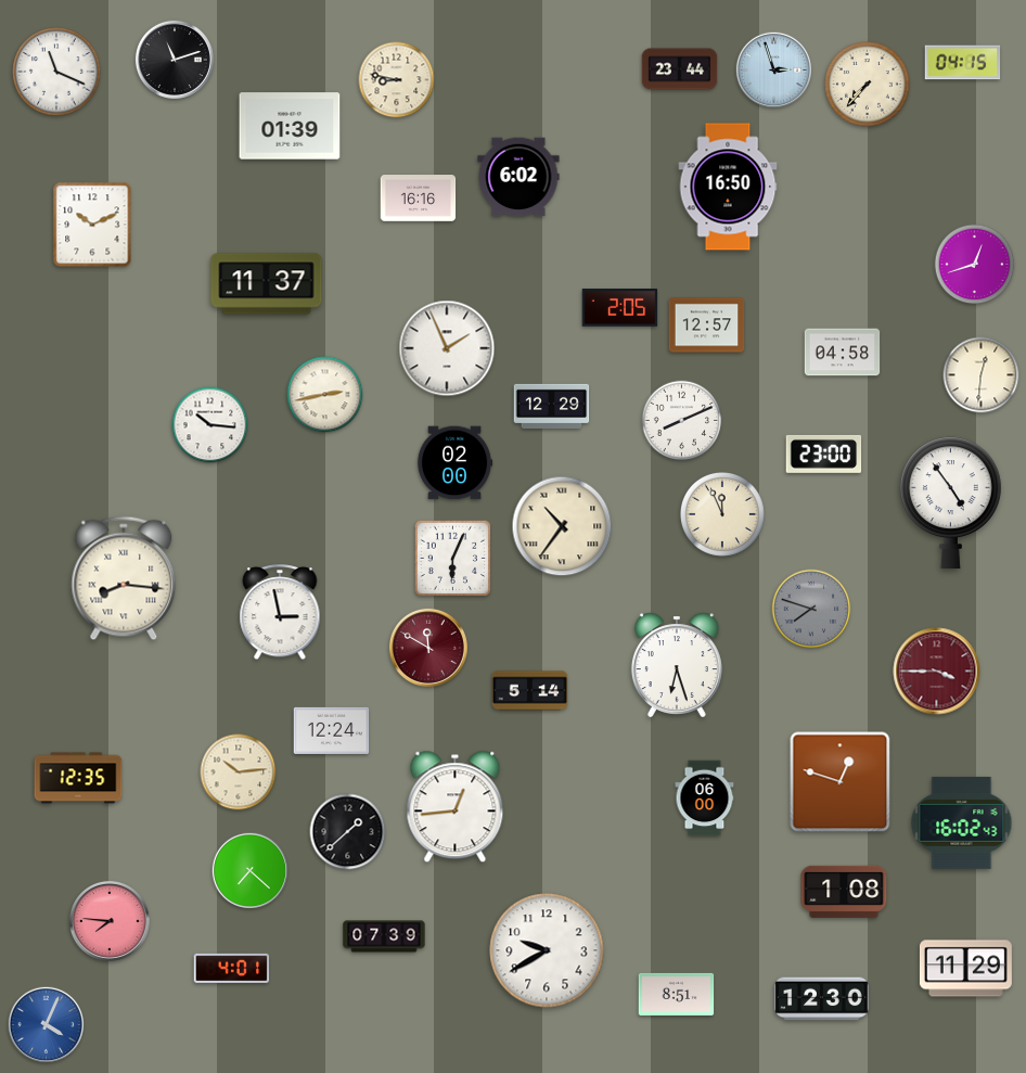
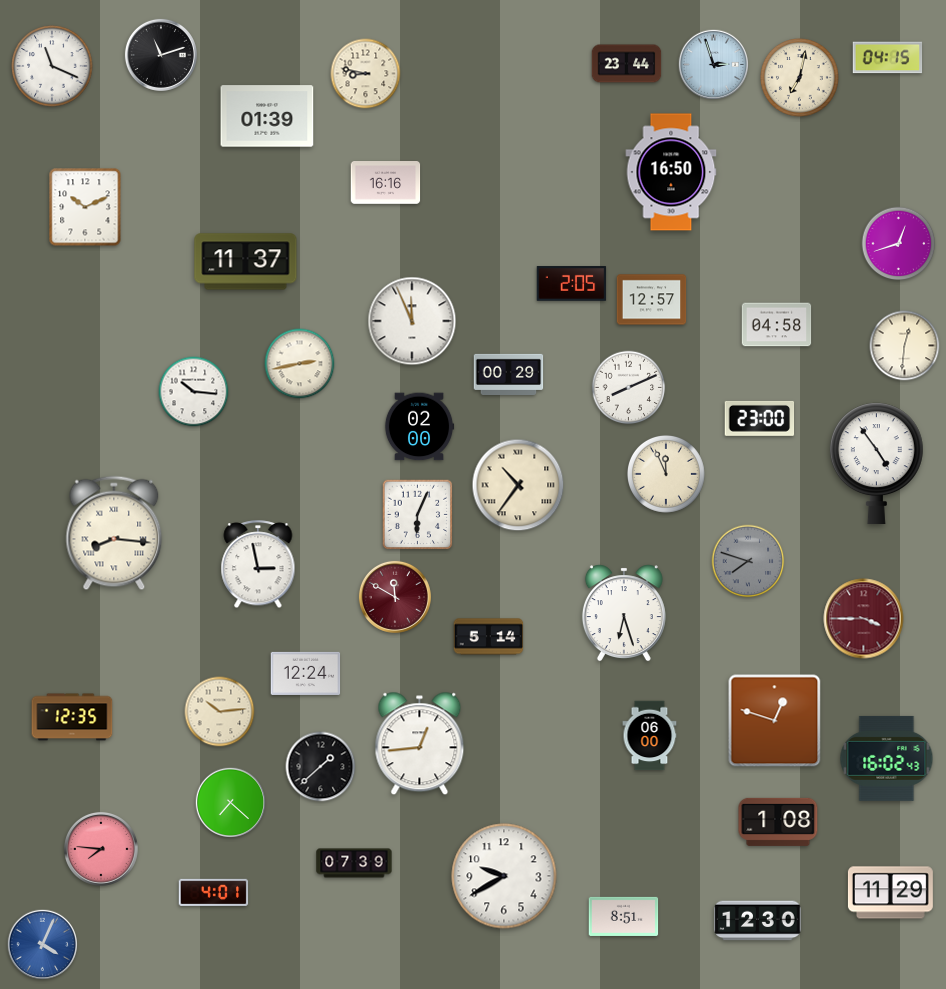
clock at (868, 85): 7:37 -> 7:02
clock at (518, 177): 6:02 -> none
clock at (447, 348): 1:56 -> 11:56
clock at (552, 406): 12:29 -> 00:29
